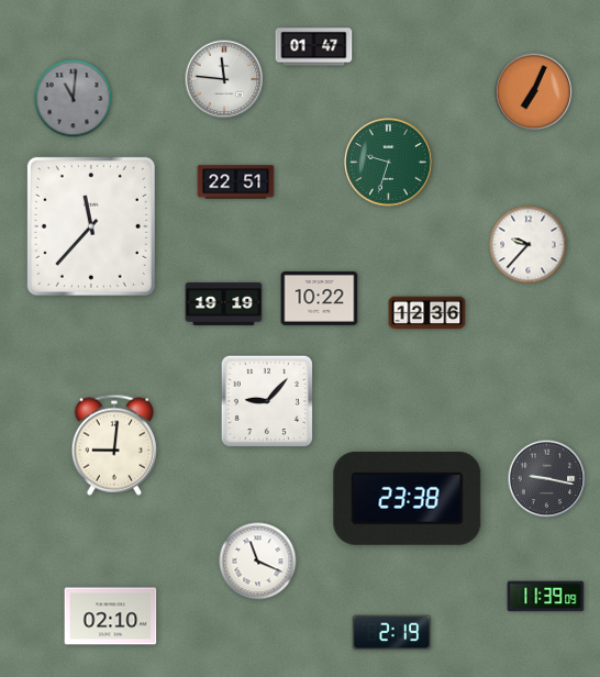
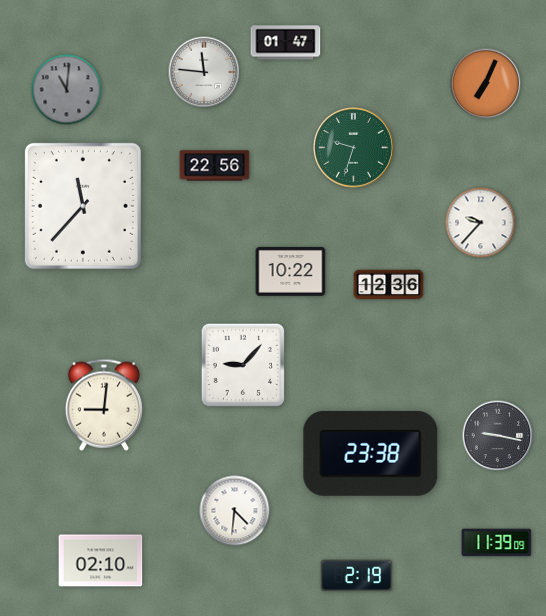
clock at (236, 182): 22:51 -> 22:56
clock at (224, 303): 19:19 -> none
clock at (258, 562): 11:19 -> 4:31
